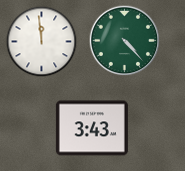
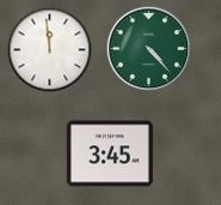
clock at (92, 128): 3:43 -> 3:45
